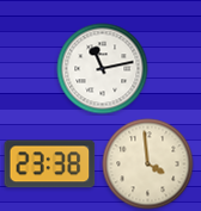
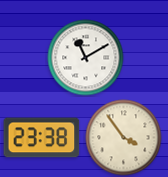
clock at (103, 69): 11:13 -> 11:10
clock at (148, 165): 3:59 -> 3:54
